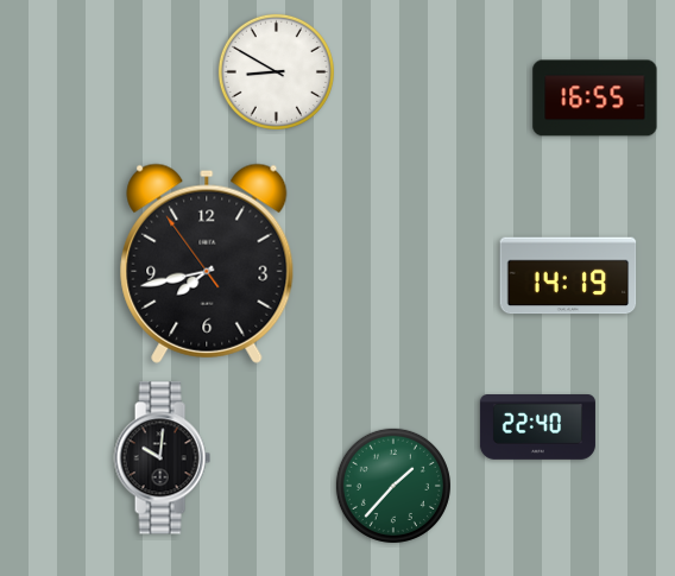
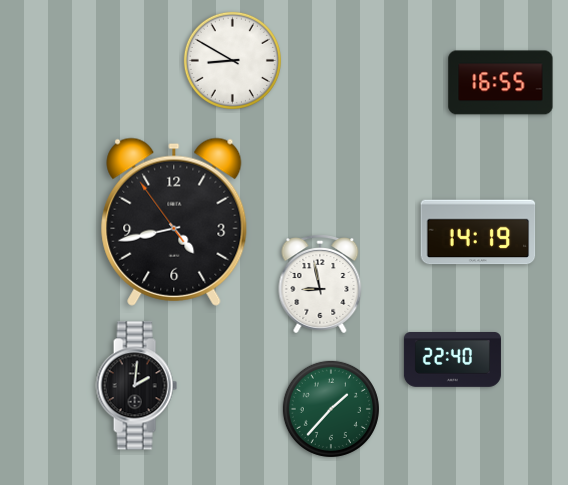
clock at (207, 264): 7:42 -> 4:42
clock at (320, 284): none -> 8:58
clock at (162, 458): 10:01 -> 2:01
